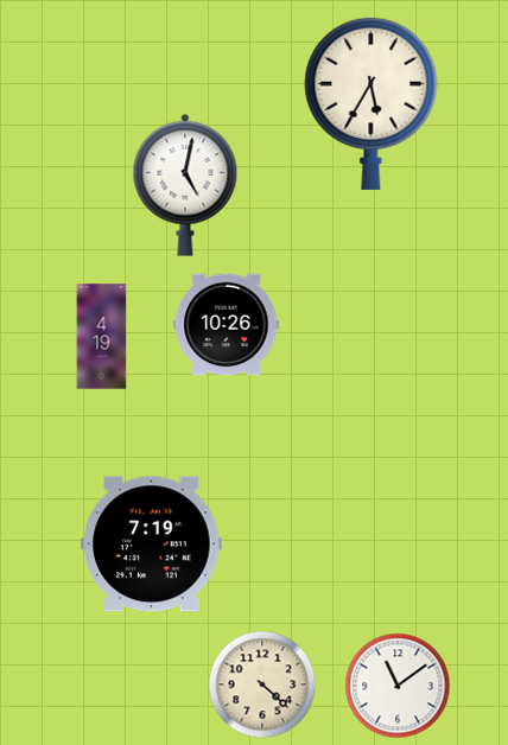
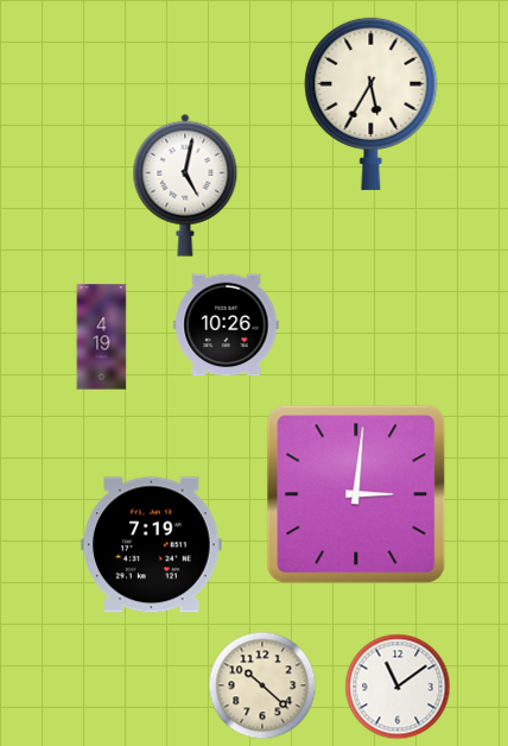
clock at (356, 494): none -> 3:01
clock at (262, 684): 4:22 -> 10:22
